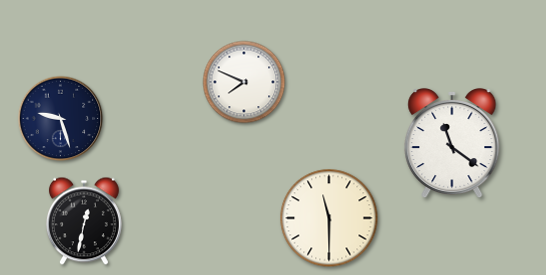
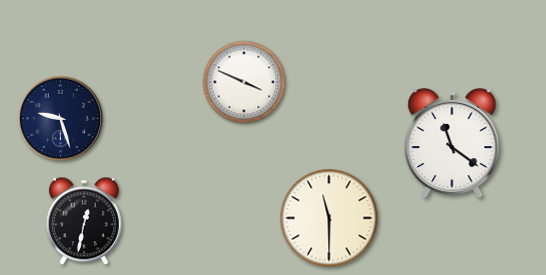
clock at (244, 82): 7:49 -> 3:49
